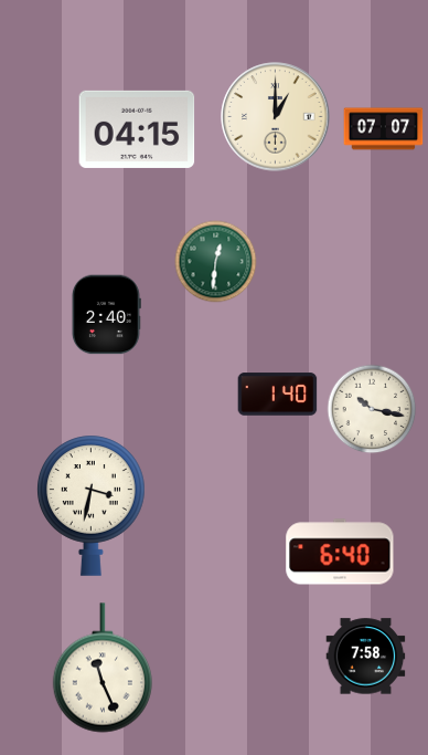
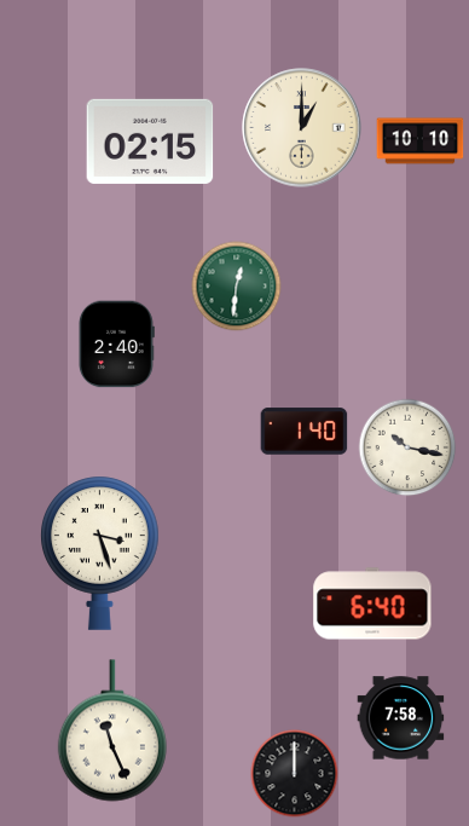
clock at (137, 129): 04:15 -> 02:15
clock at (384, 129): 07:07 -> 10:10
clock at (92, 505): 3:32 -> 3:27
clock at (295, 774): none -> 12:00
